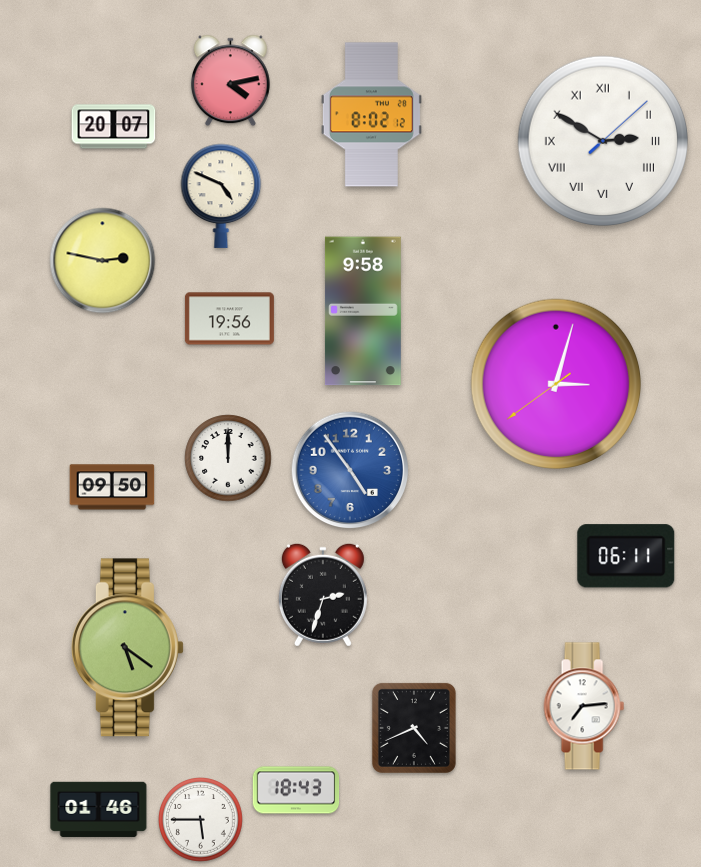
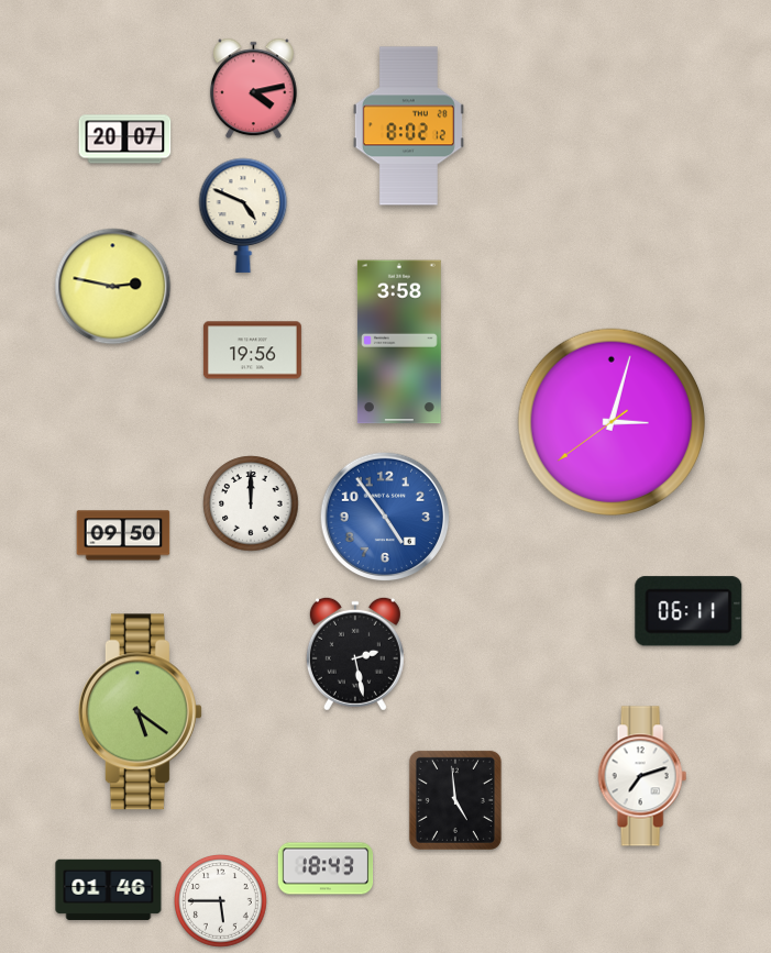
clock at (602, 140): 2:50 -> none
clock at (363, 311): 9:58 -> 3:58
clock at (323, 595): 2:33 -> 2:28
clock at (584, 706): 7:14 -> 7:12
clock at (414, 728): 4:41 -> 4:59
